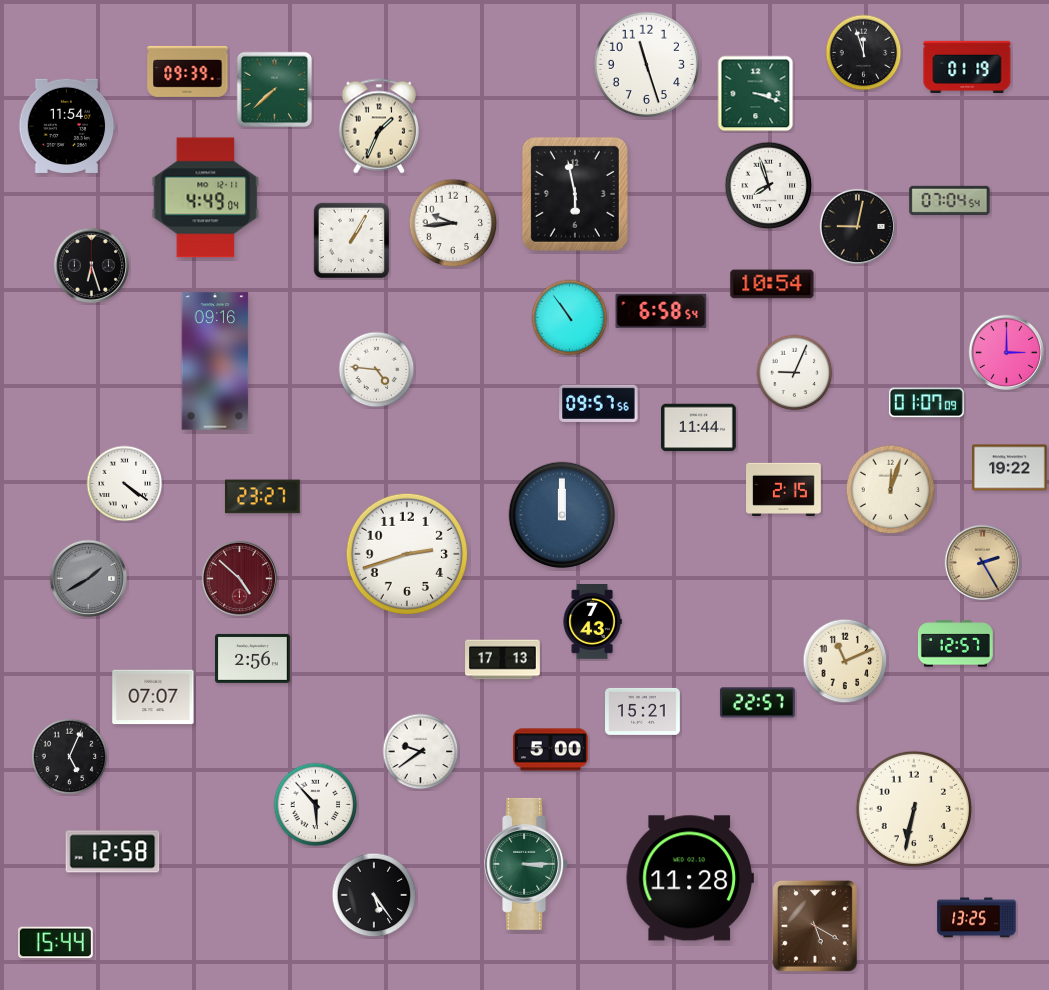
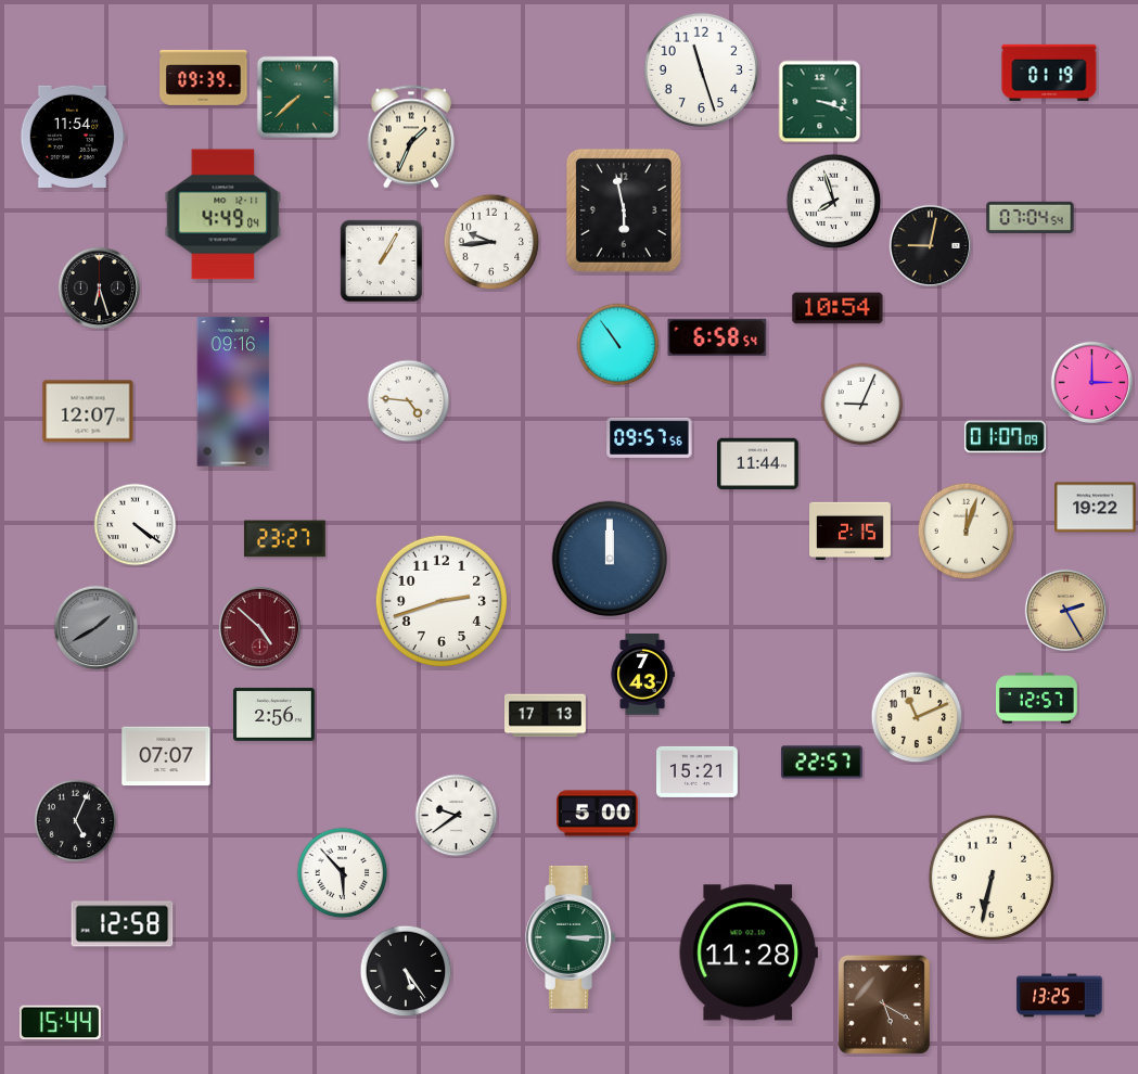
clock at (864, 53): 11:57 -> none
clock at (88, 411): none -> 12:07
